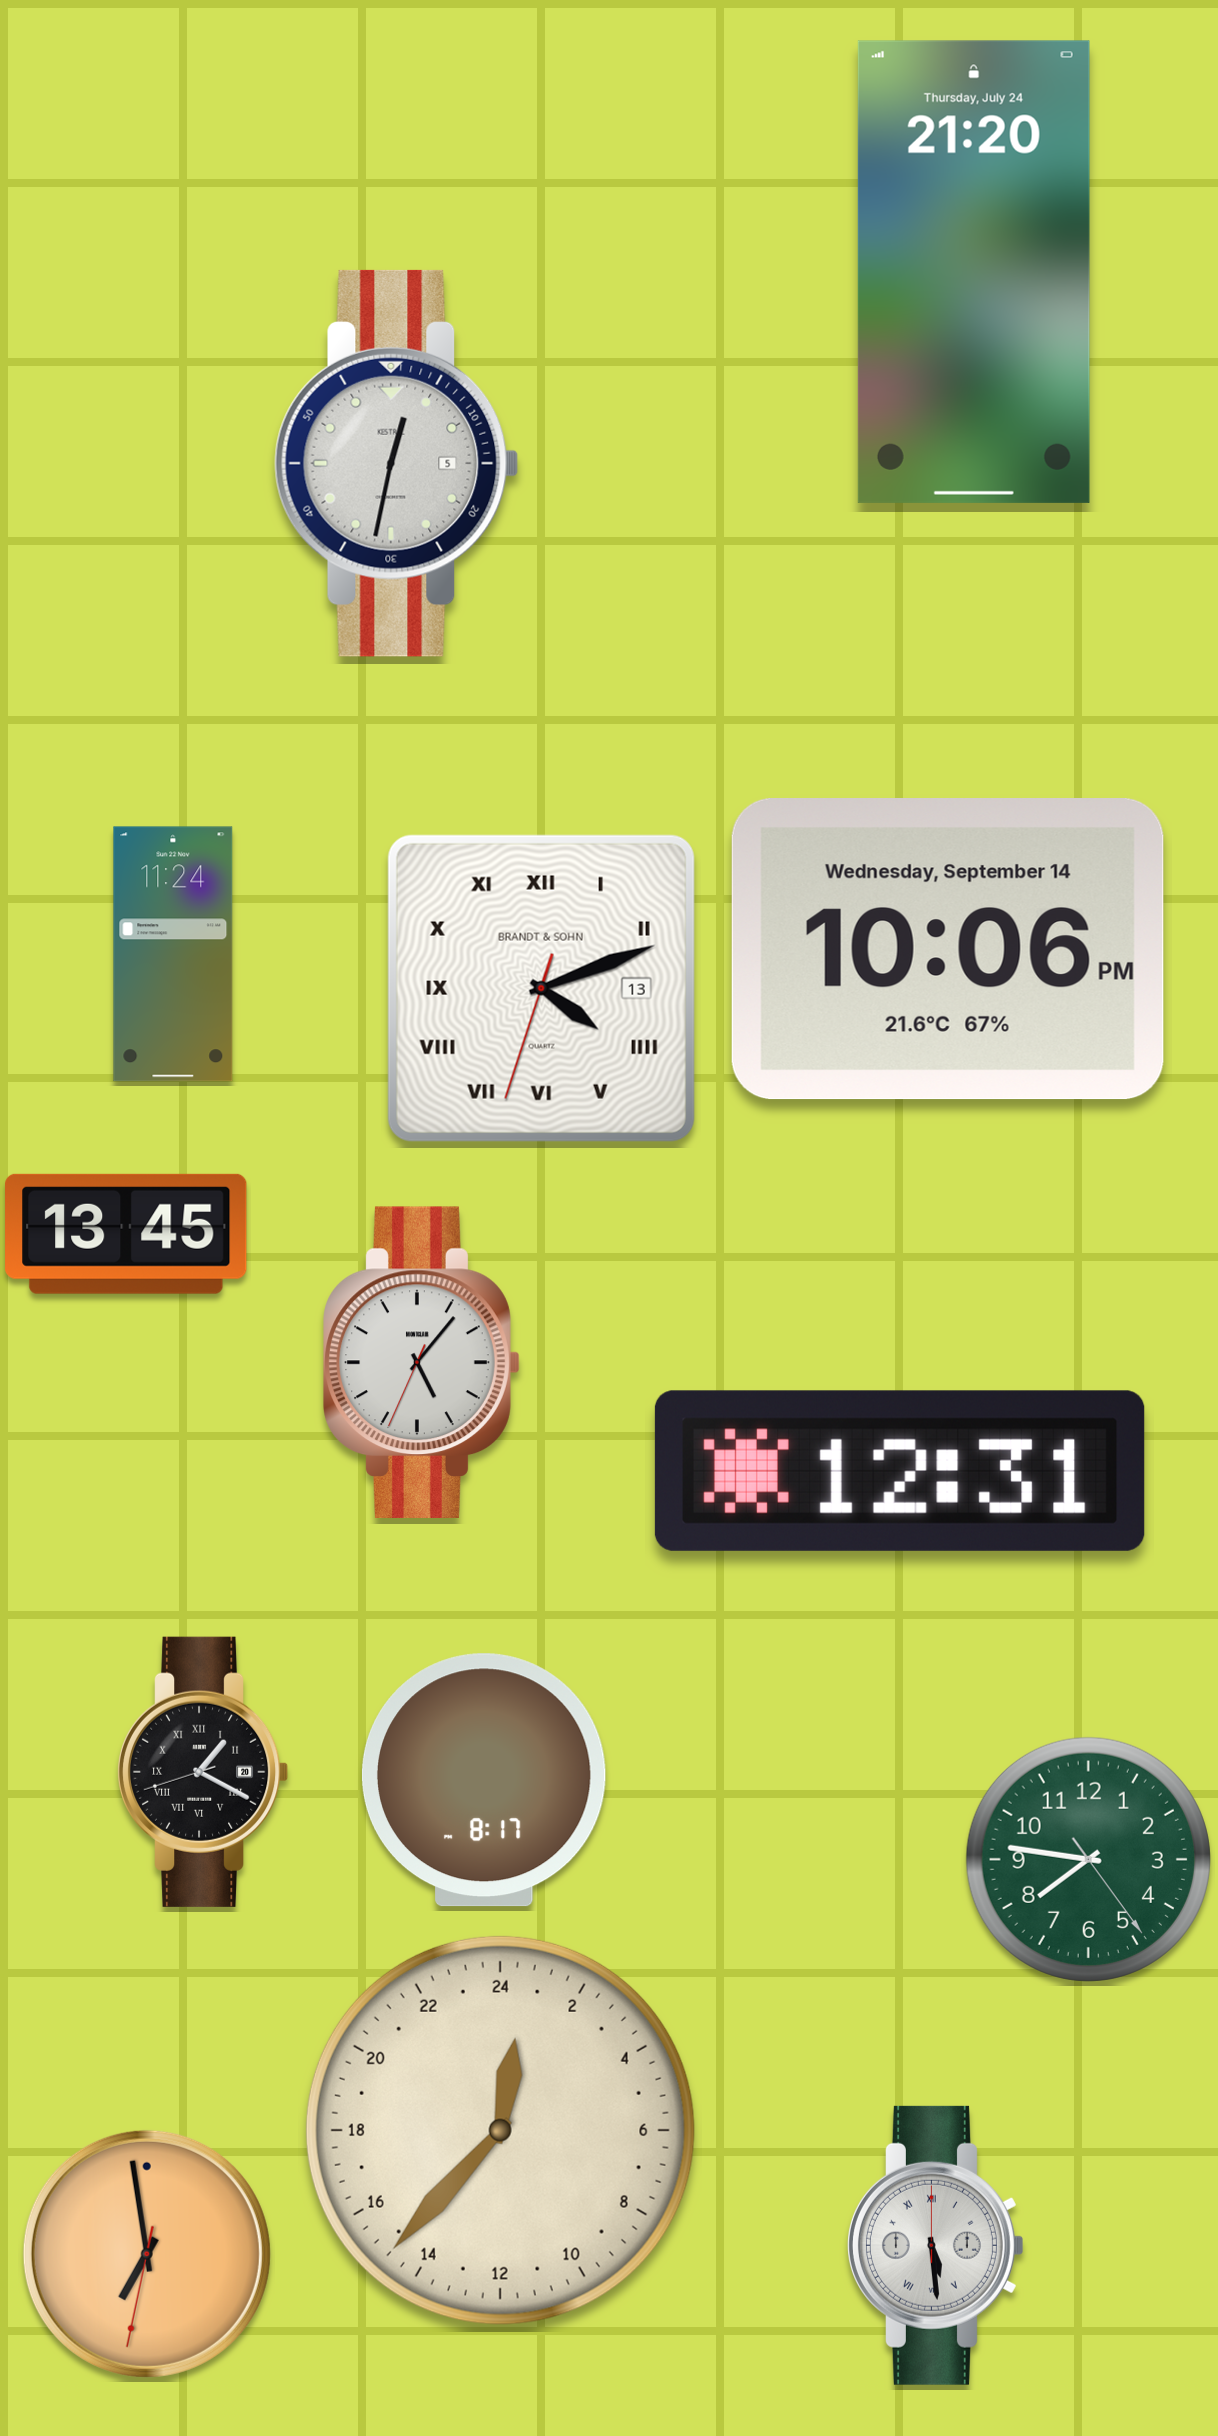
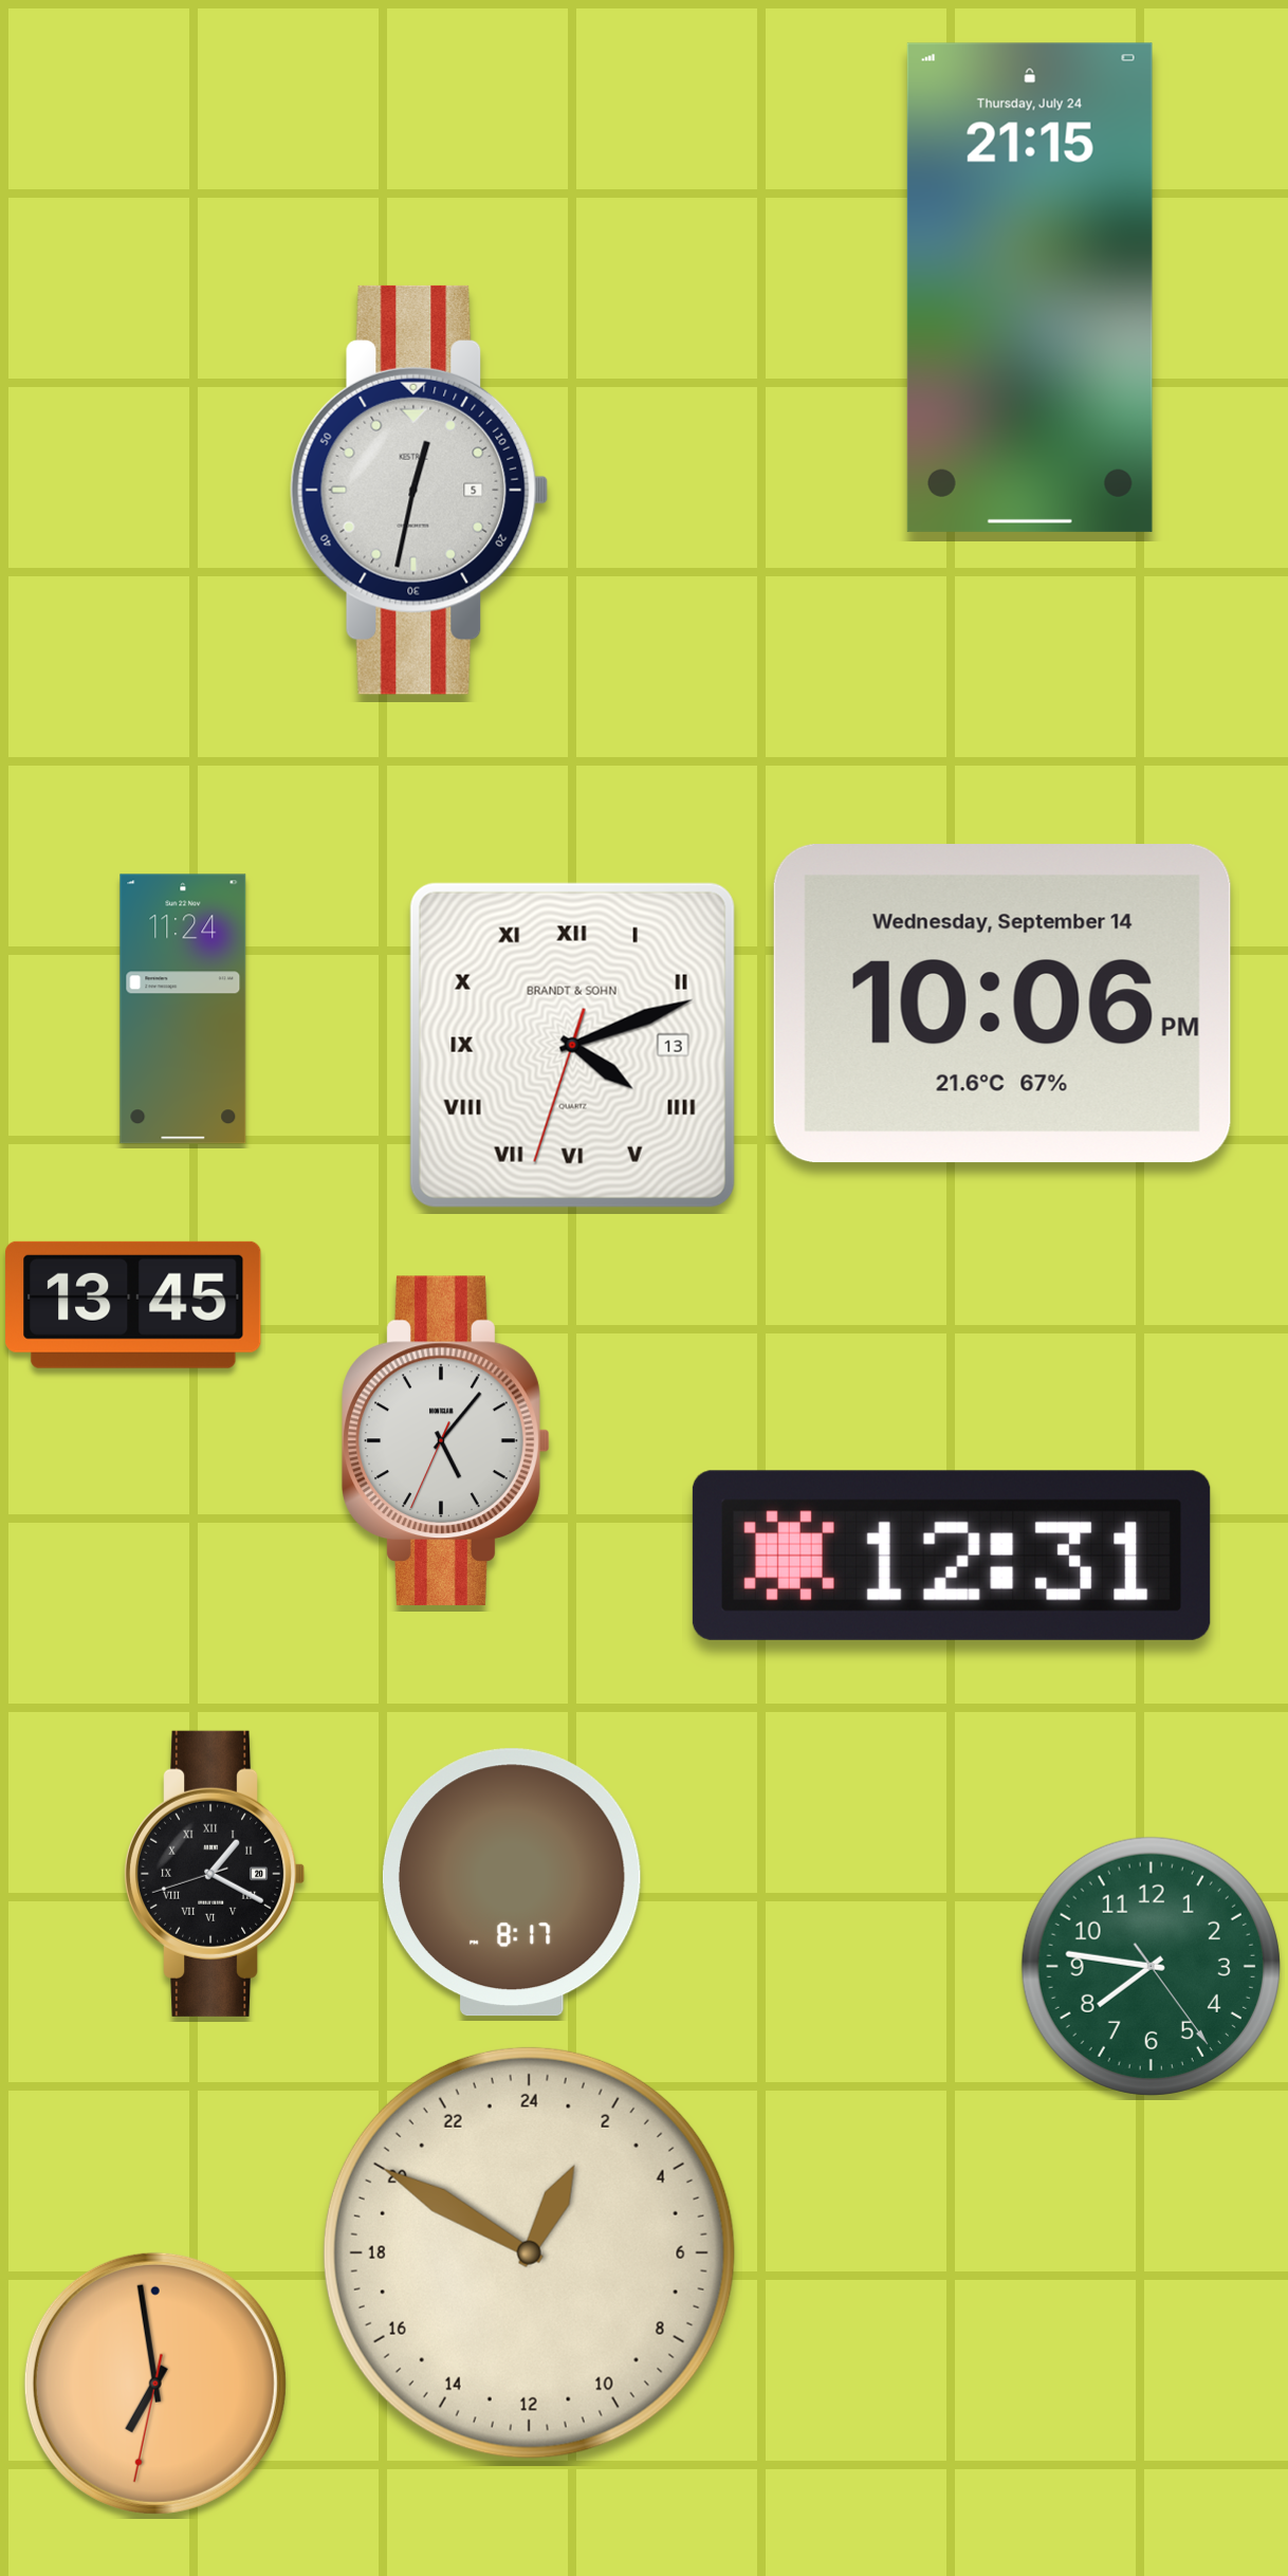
clock at (974, 272): 21:20 -> 21:15
clock at (500, 2130): 0:37 -> 1:50
clock at (935, 2245): 5:29 -> none
